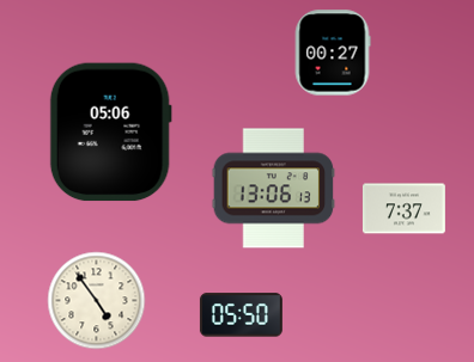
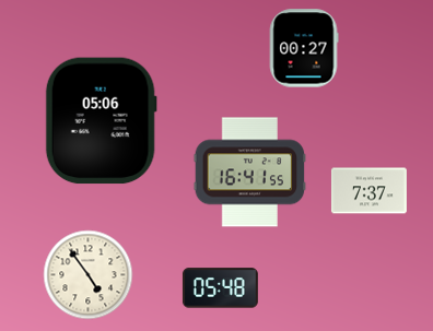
clock at (274, 189): 13:06 -> 16:41
clock at (241, 315): 05:50 -> 05:48
